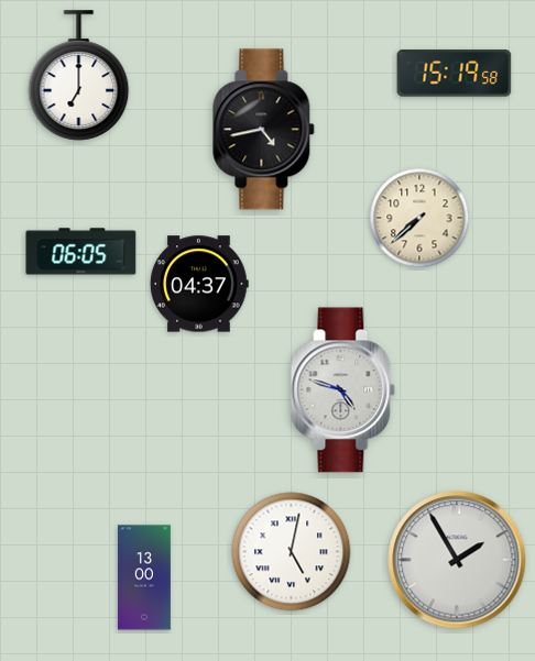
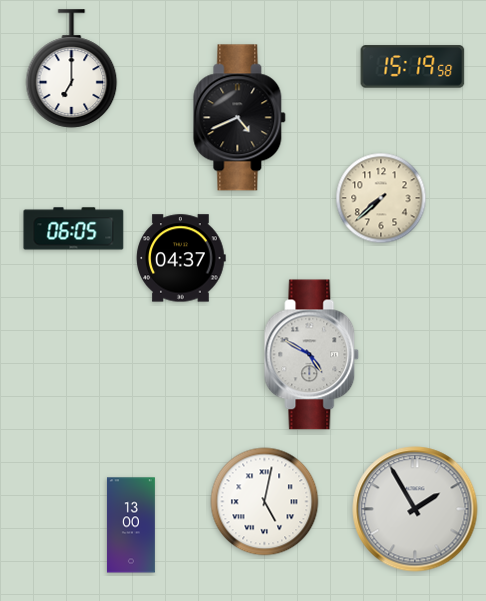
clock at (264, 130): 4:43 -> 4:41
clock at (343, 390): 4:48 -> 4:50
